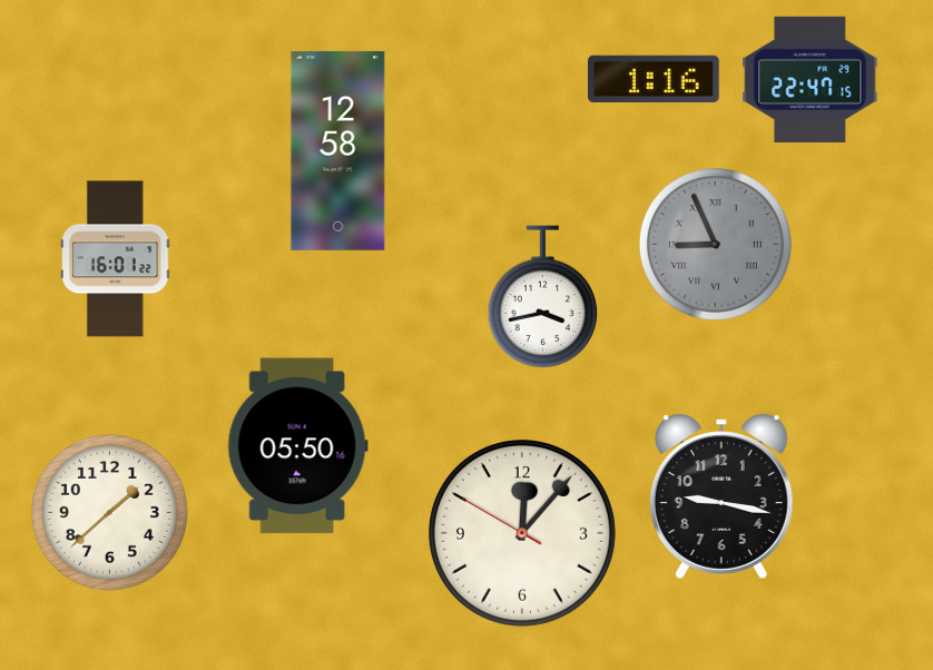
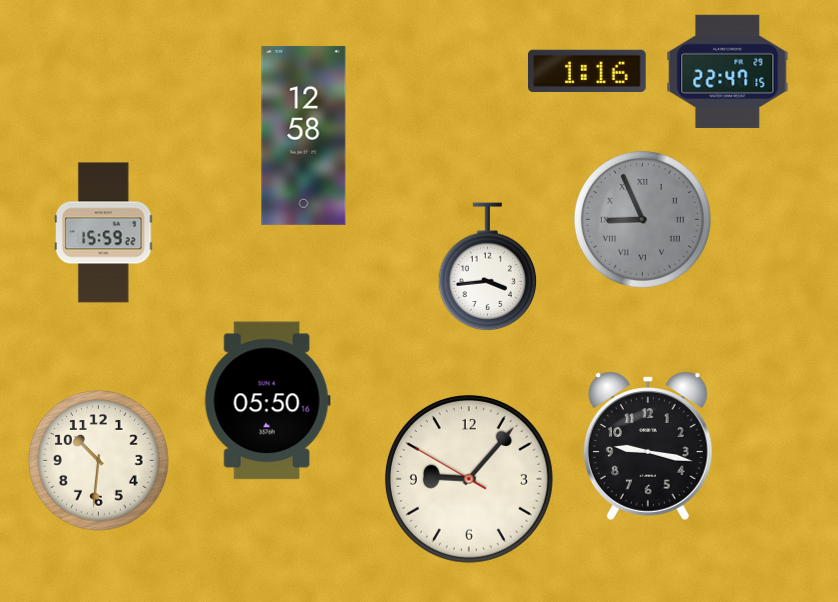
clock at (116, 259): 16:01 -> 15:59
clock at (543, 297): 3:43 -> 3:44
clock at (110, 513): 1:38 -> 10:31
clock at (522, 533): 12:06 -> 9:06
